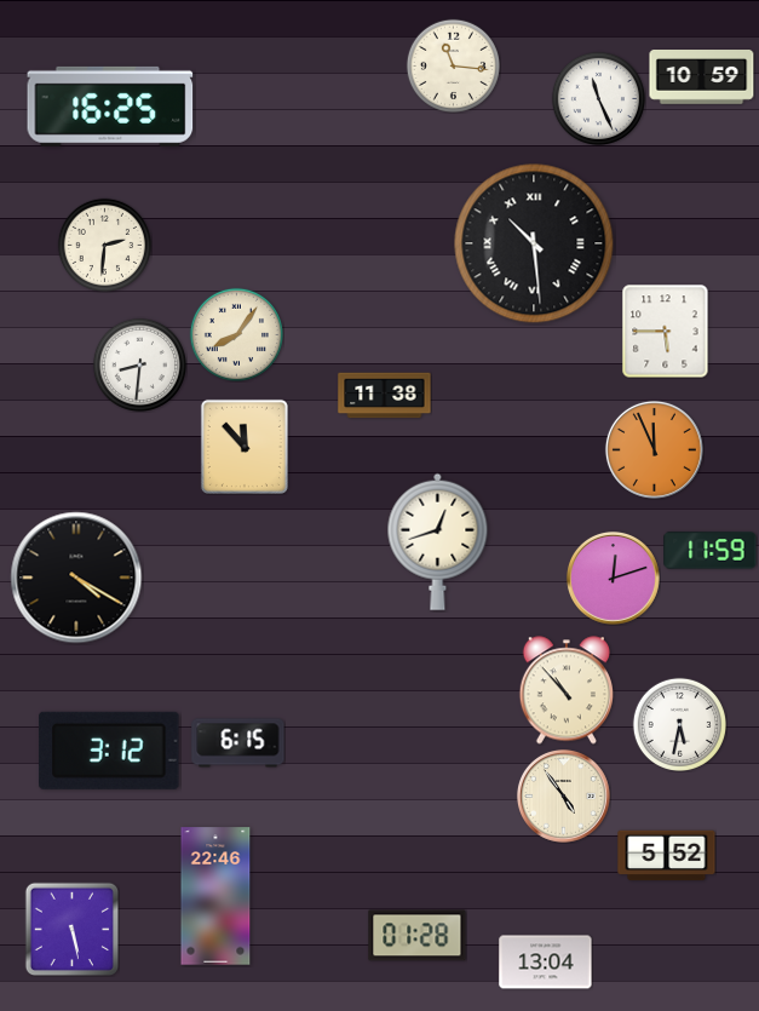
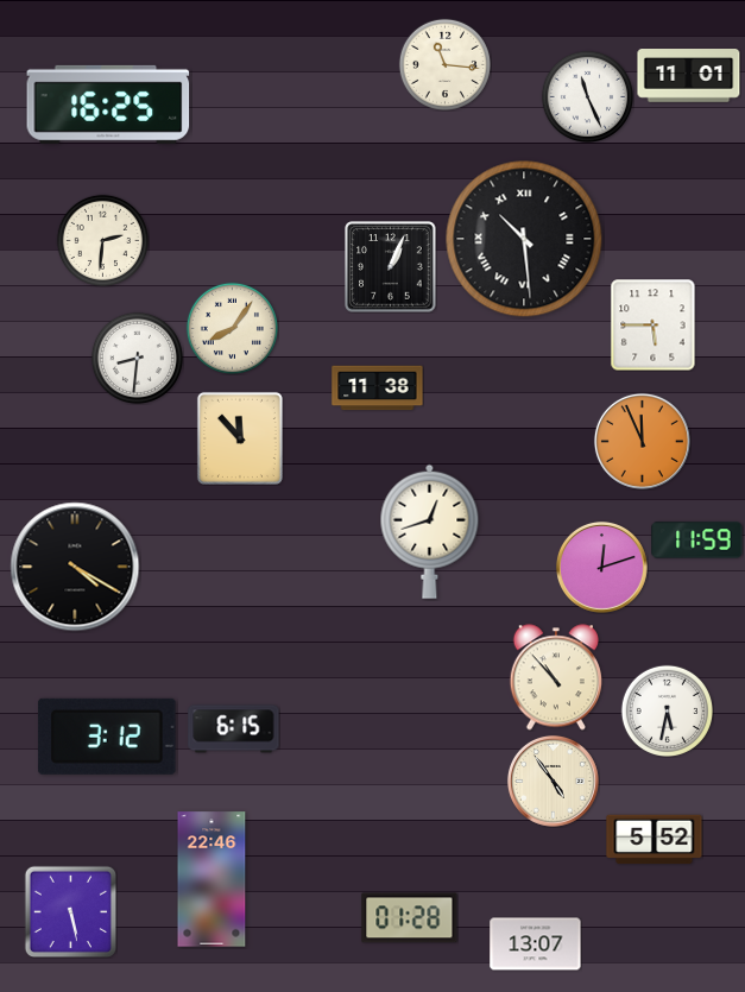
clock at (702, 77): 10:59 -> 11:01
clock at (391, 267): none -> 1:04
clock at (546, 963): 13:04 -> 13:07
